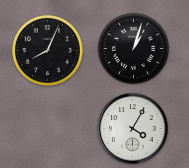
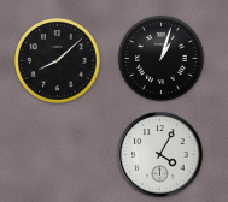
clock at (47, 50): 8:04 -> 8:08
